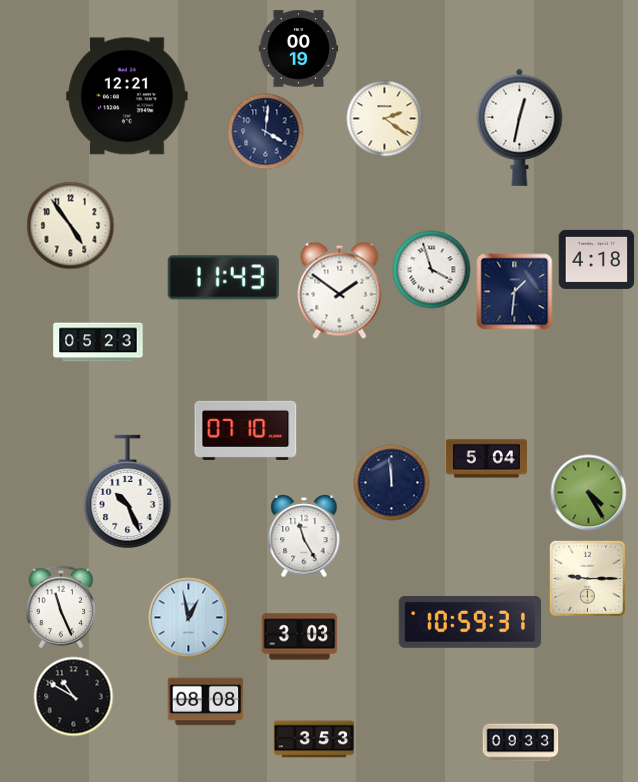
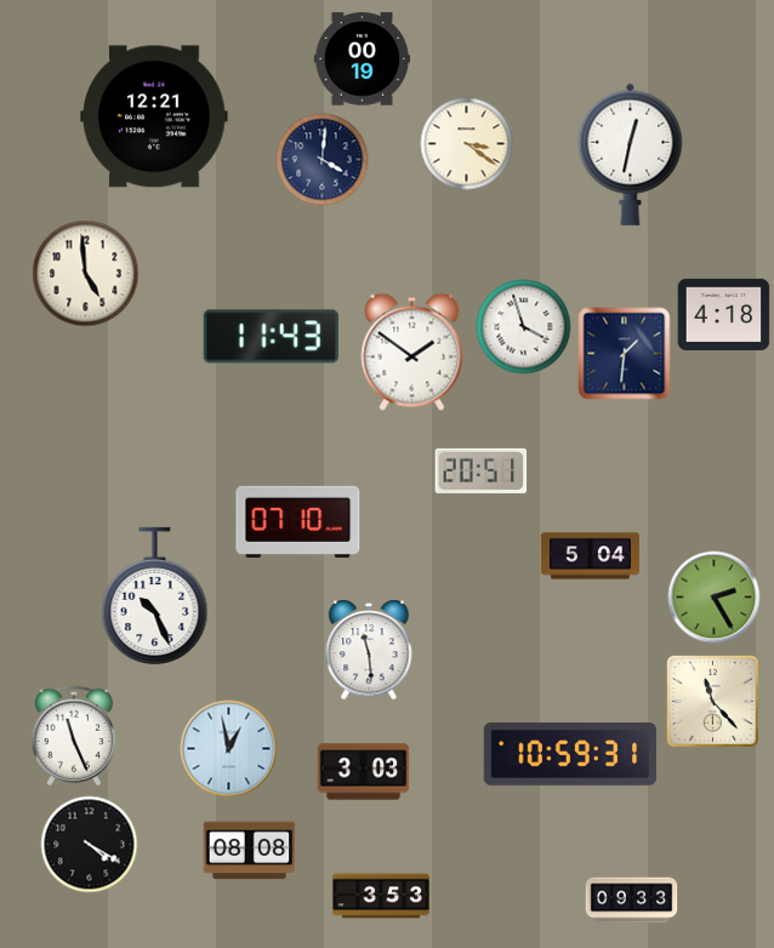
clock at (385, 119): 2:21 -> 3:21
clock at (71, 226): 4:54 -> 4:59
clock at (98, 342): 05:23 -> none
clock at (482, 470): none -> 20:51
clock at (392, 483): 11:59 -> none
clock at (589, 493): 4:25 -> 2:25
clock at (304, 537): 11:25 -> 11:29
clock at (587, 578): 9:15 -> 11:23
clock at (74, 697): 10:50 -> 4:20
